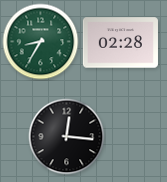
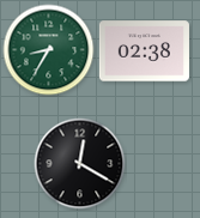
clock at (120, 43): 02:28 -> 02:38
clock at (67, 137): 12:16 -> 12:20
